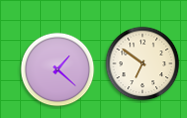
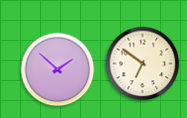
clock at (58, 70): 1:22 -> 1:52
